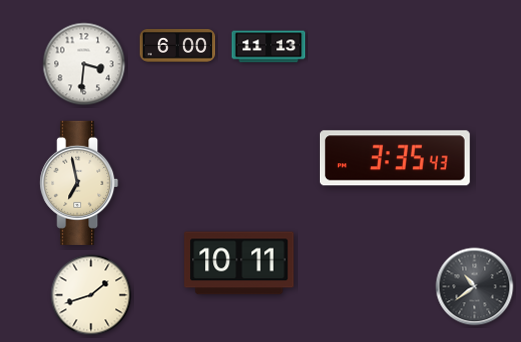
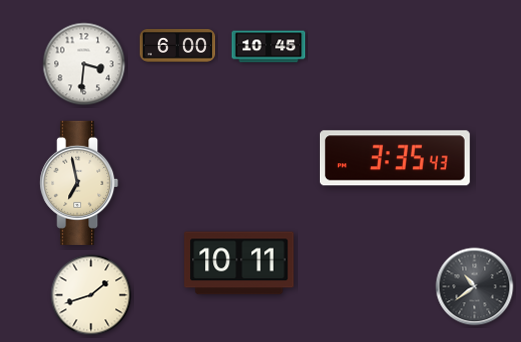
clock at (269, 47): 11:13 -> 10:45
